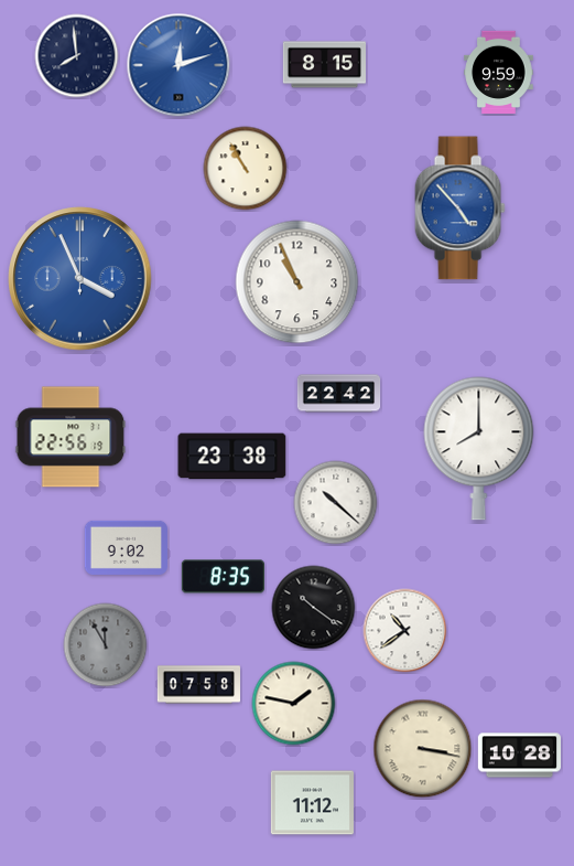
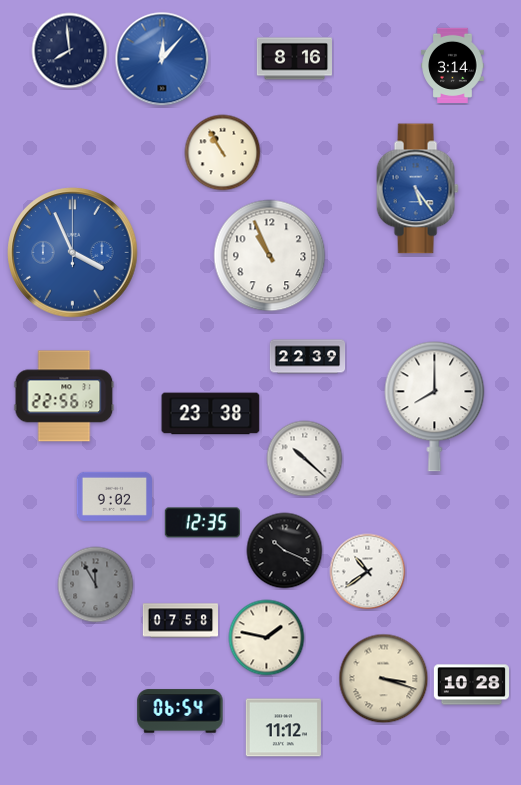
clock at (178, 65): 12:12 -> 12:07
clock at (324, 65): 8:15 -> 8:16
clock at (499, 72): 9:59 -> 3:14
clock at (459, 209): 4:53 -> 5:24
clock at (339, 394): 22:42 -> 22:39
clock at (336, 503) position: (336, 503) -> (305, 459)
clock at (223, 577): 8:35 -> 12:35
clock at (314, 608): 10:21 -> 10:19
clock at (423, 749): 3:17 -> 3:18
clock at (180, 711): none -> 06:54
